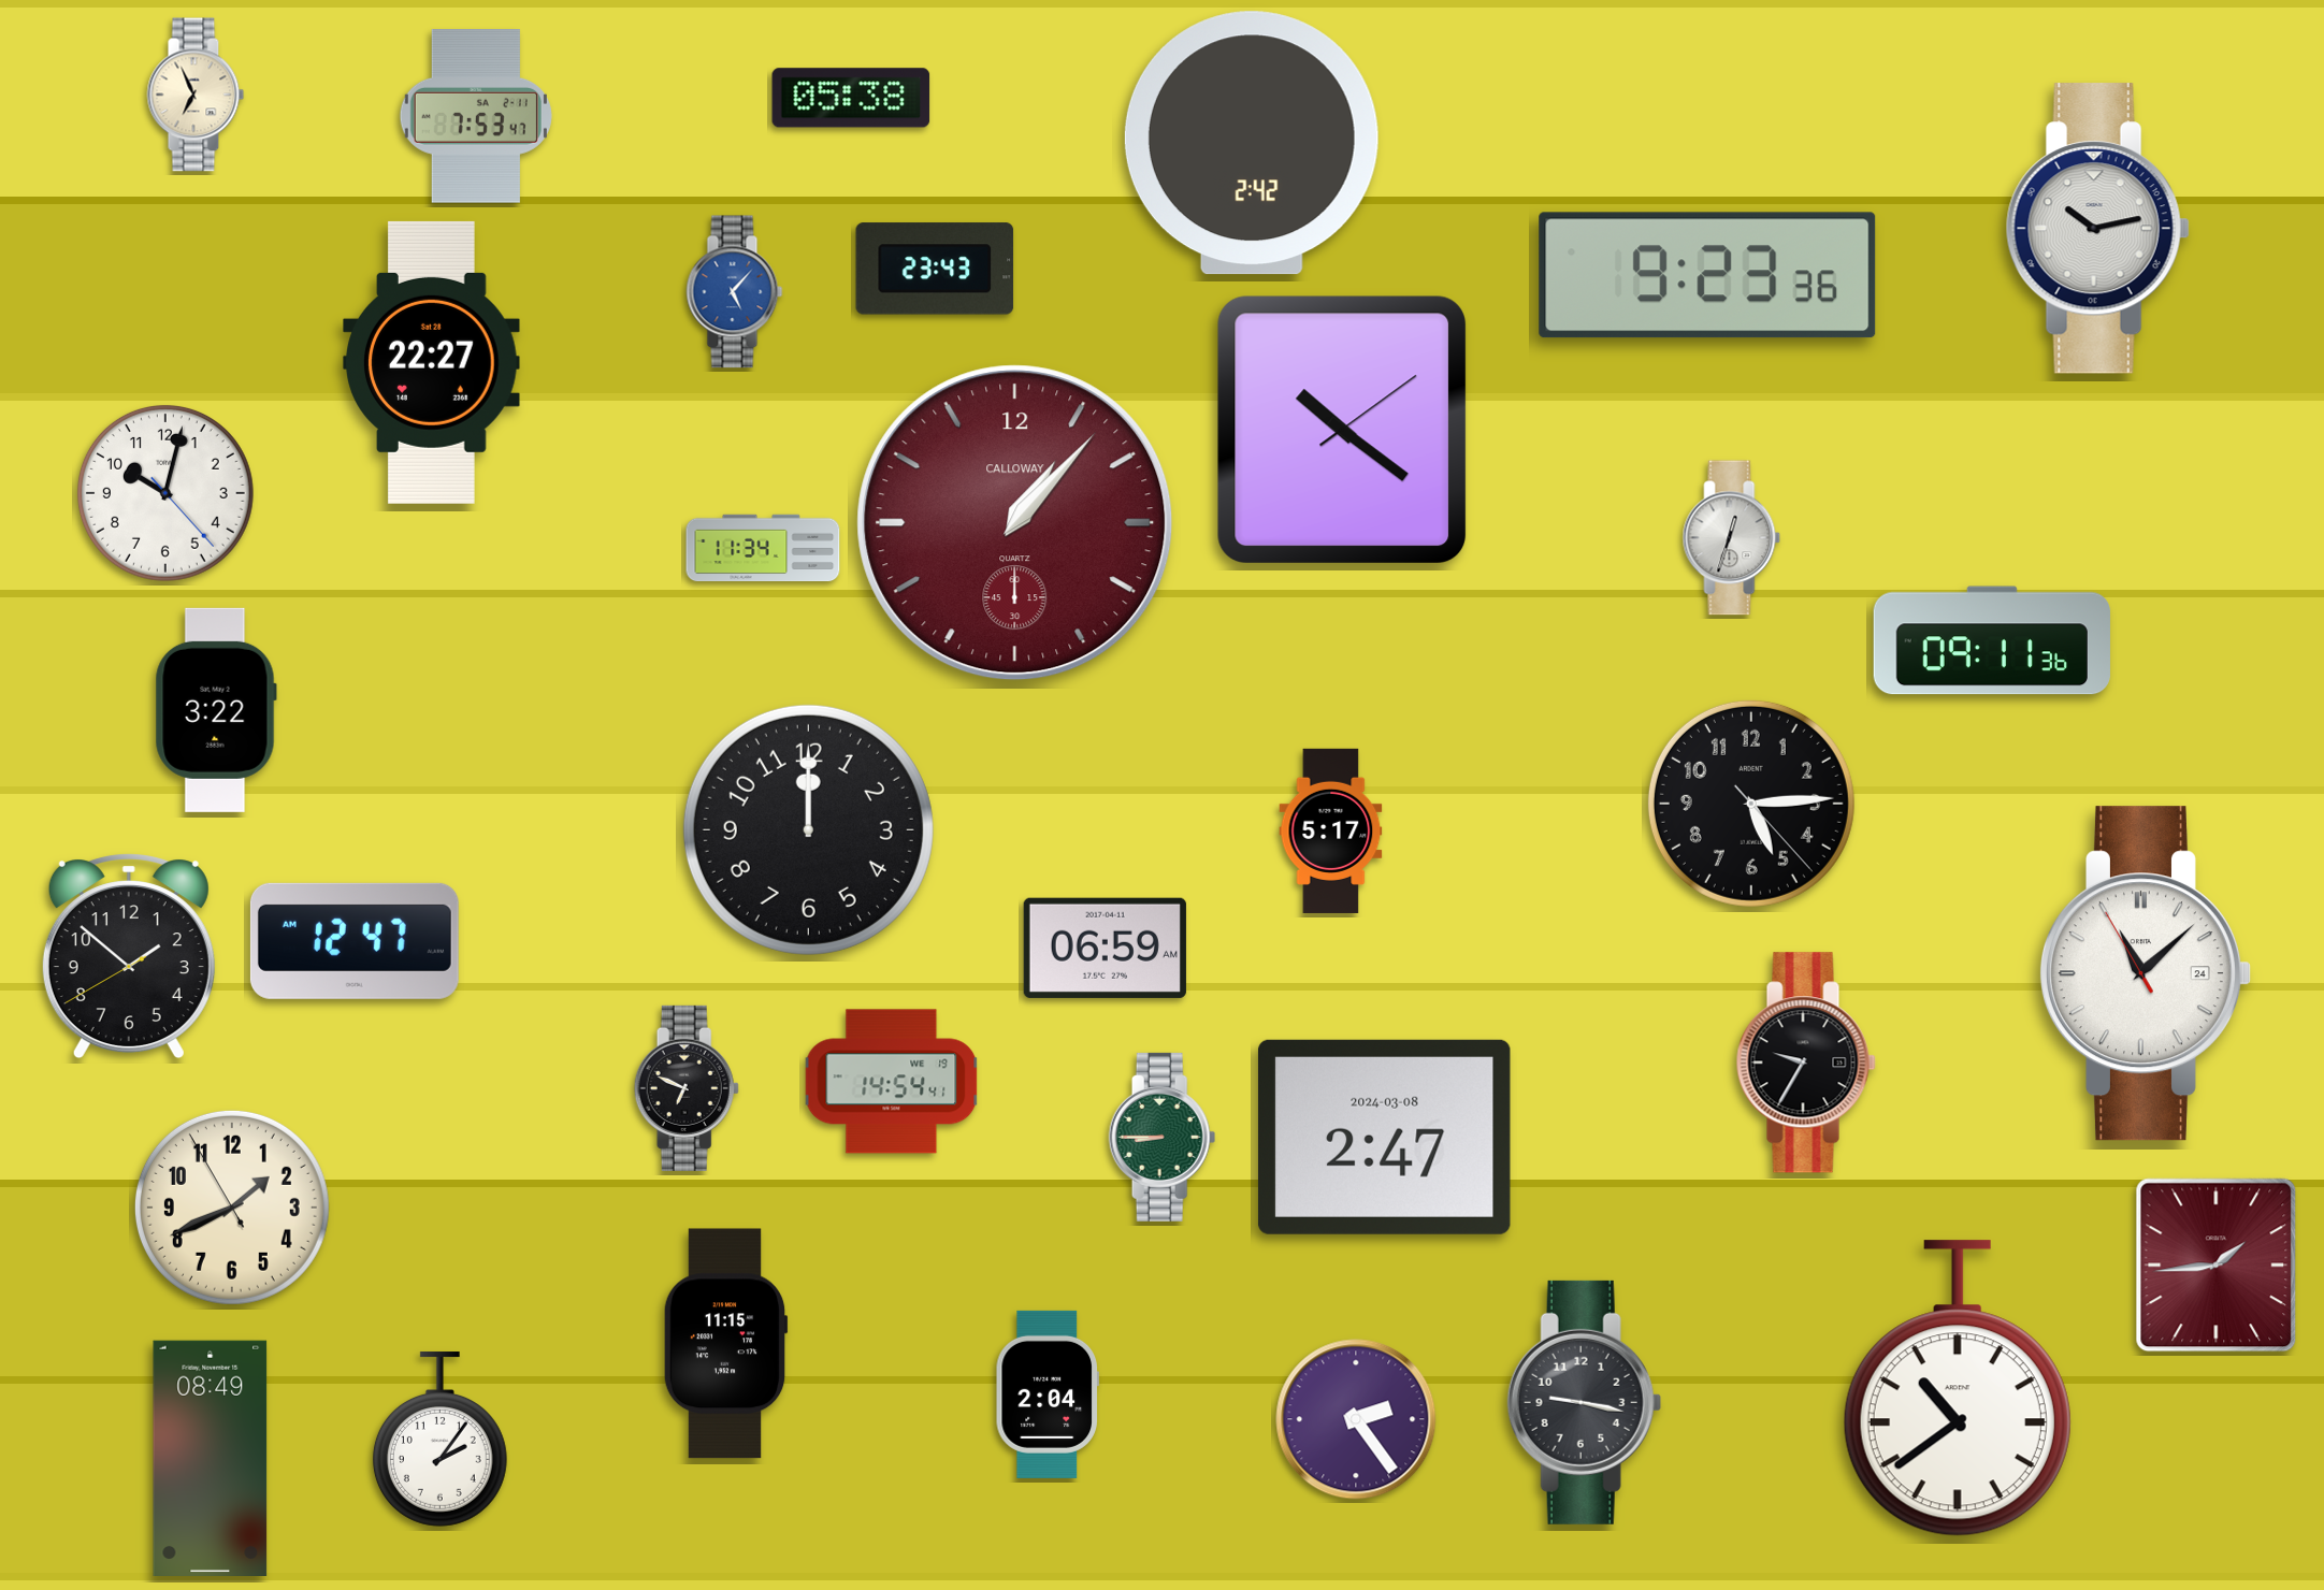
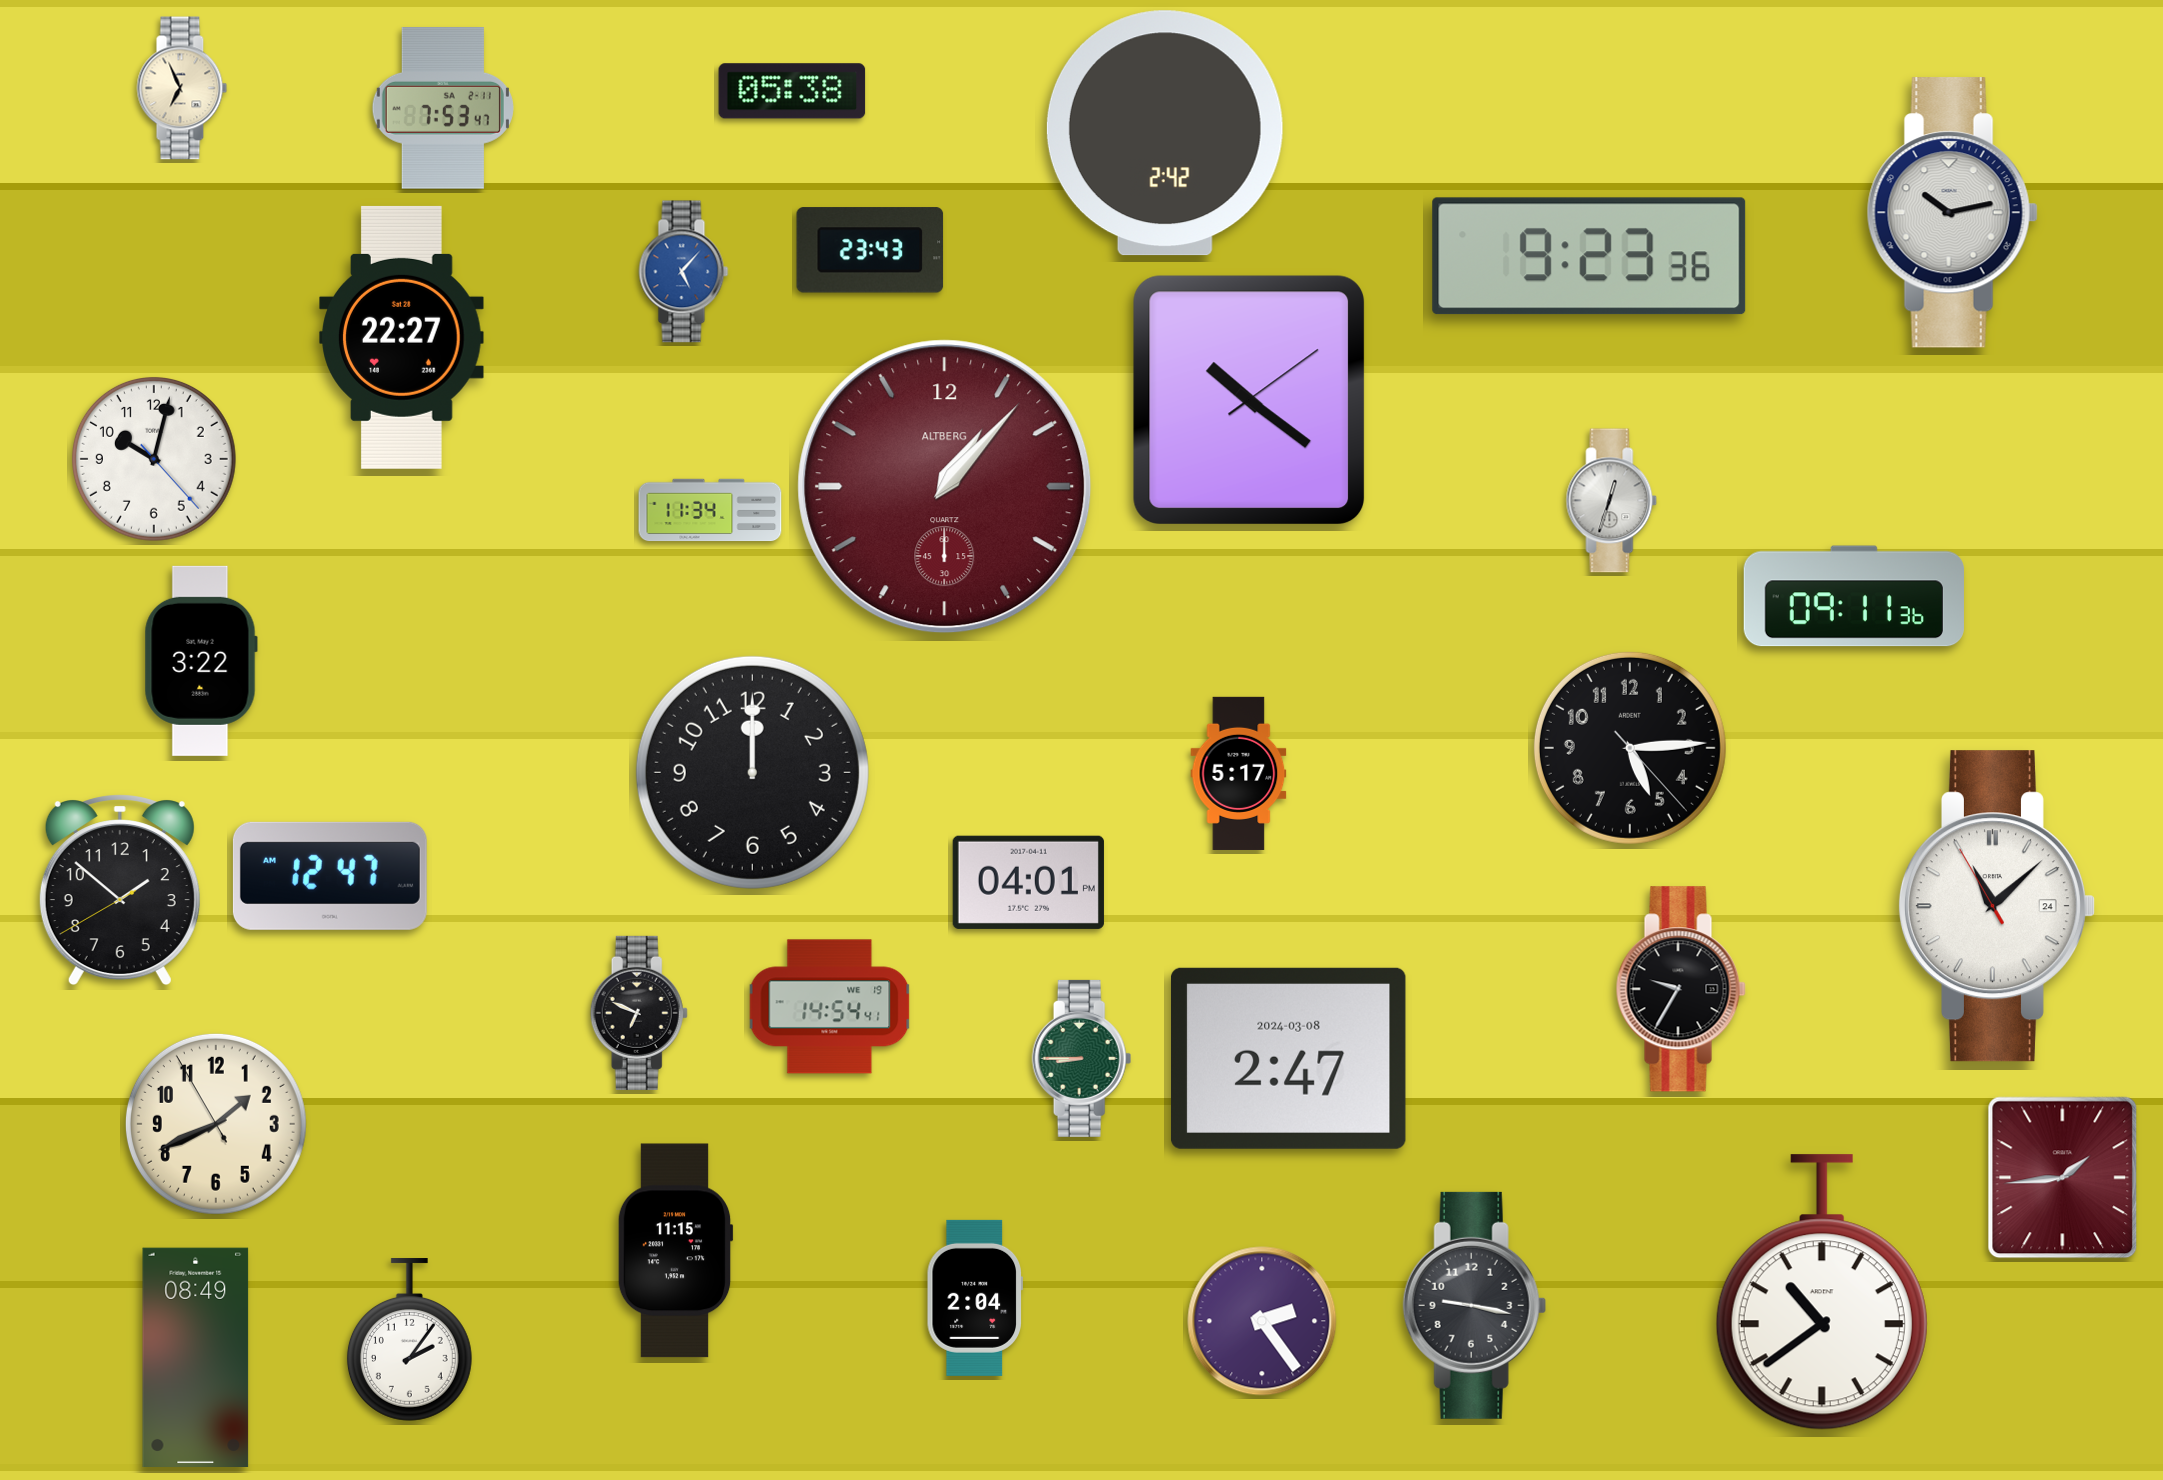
clock at (1015, 523) brand: CALLOWAY -> ALTBERG
clock at (1105, 948): 06:59 -> 04:01
